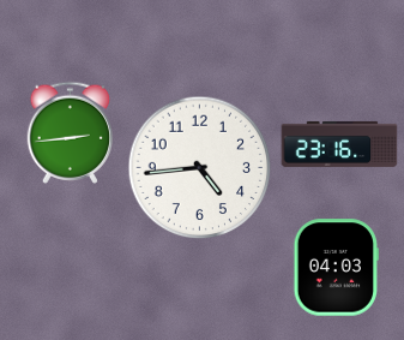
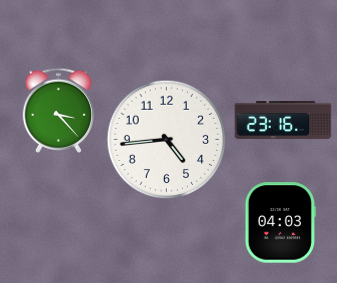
clock at (71, 132): 2:44 -> 3:23
